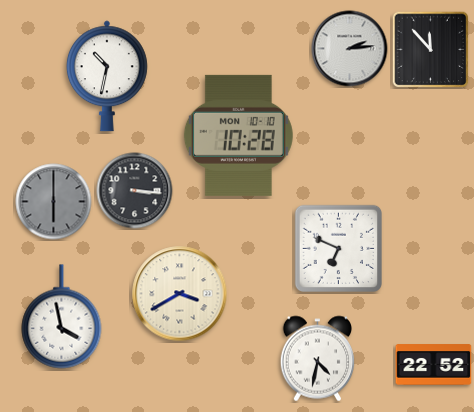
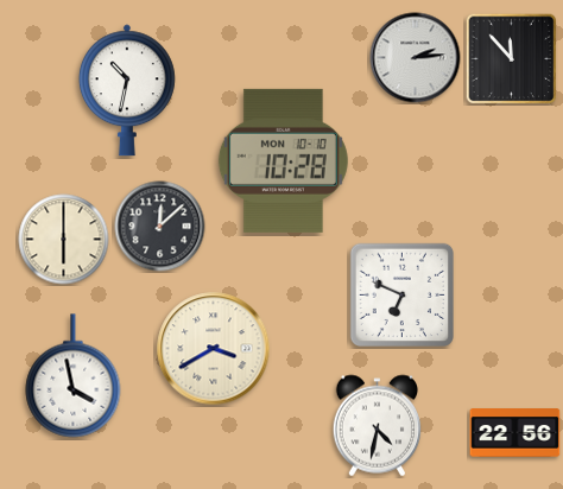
clock at (135, 191): 3:16 -> 12:08
clock at (54, 202) dial: grey -> cream
clock at (434, 365): 22:52 -> 22:56
